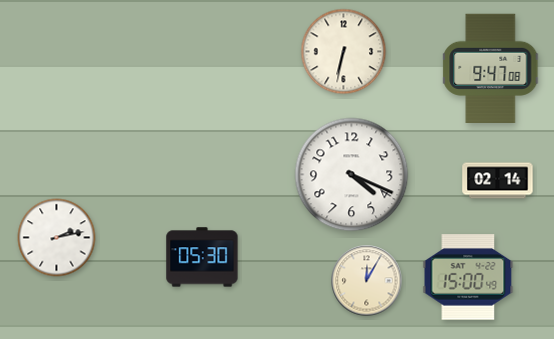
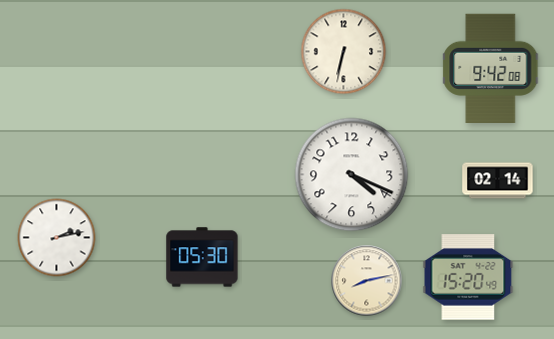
clock at (491, 68): 9:47 -> 9:42
clock at (468, 277): 15:00 -> 15:20
clock at (367, 281): 12:05 -> 8:13
